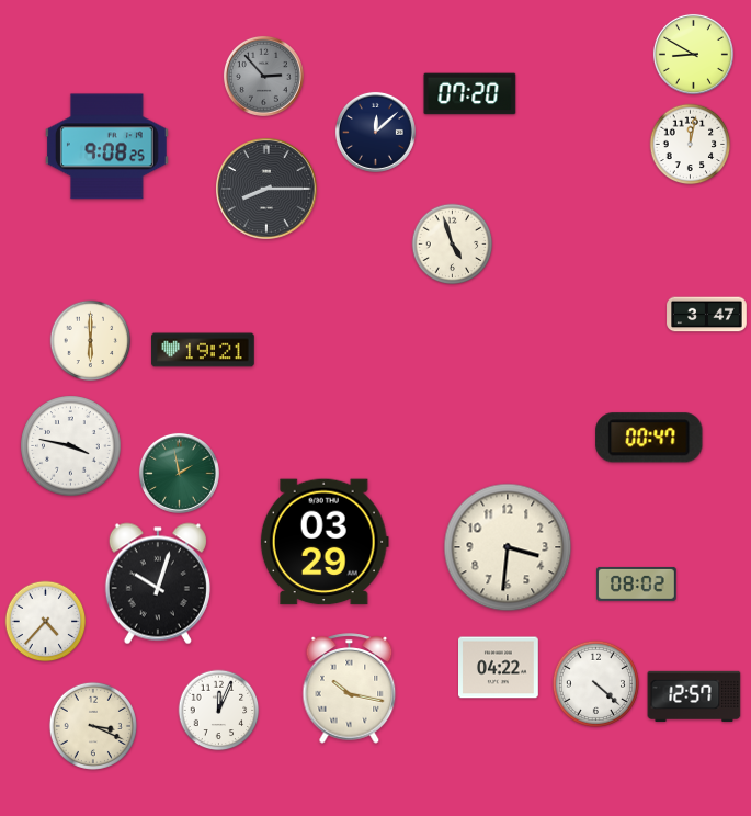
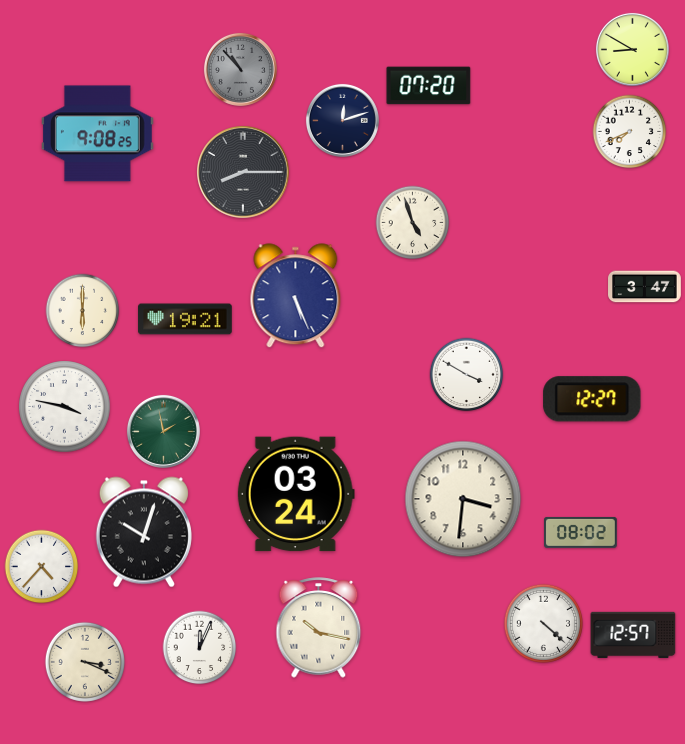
clock at (263, 76): 2:53 -> 10:53
clock at (375, 132): 12:08 -> 12:12
clock at (691, 145): 12:02 -> 7:41
clock at (296, 296): none -> 5:26
clock at (467, 375): none -> 3:50
clock at (649, 438): 00:47 -> 12:27
clock at (325, 542): 03:29 -> 03:24
clock at (499, 668): 04:22 -> none
